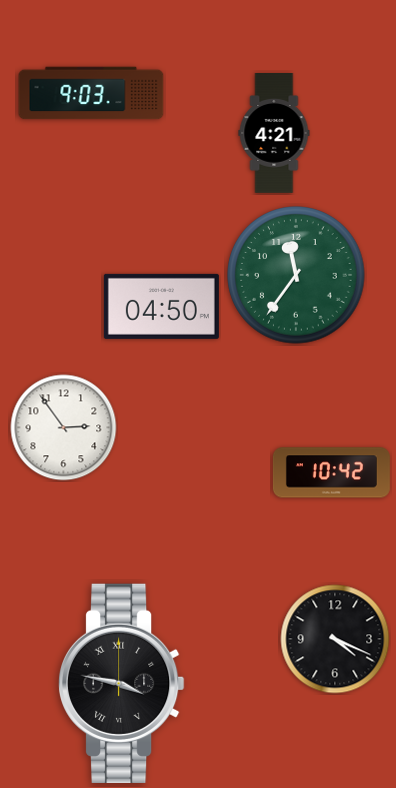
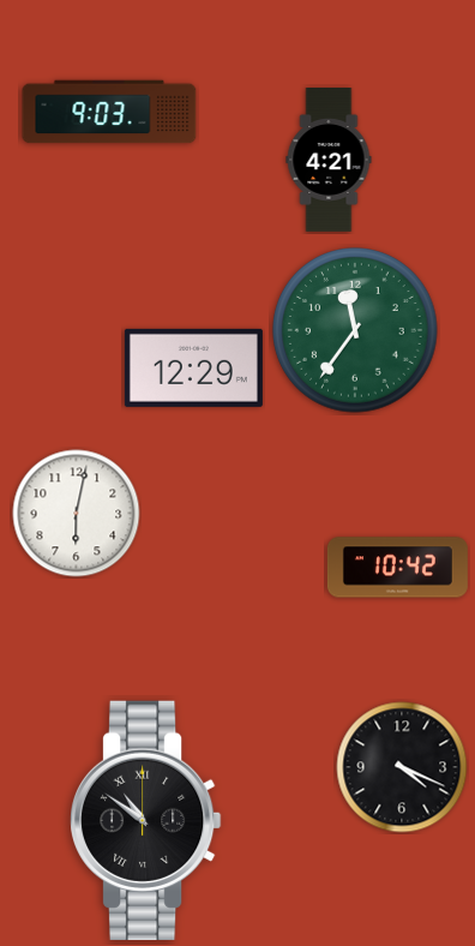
clock at (161, 306): 04:50 -> 12:29
clock at (64, 428): 2:54 -> 6:02
clock at (121, 683): 3:47 -> 10:51
